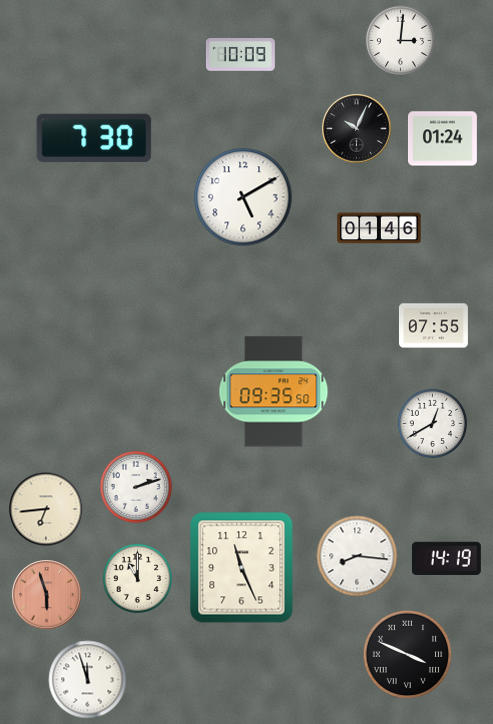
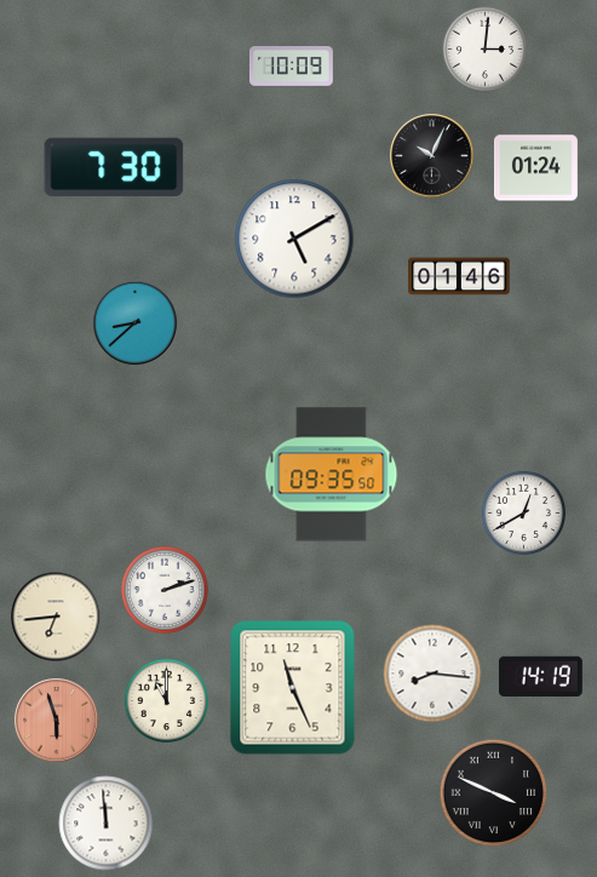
clock at (136, 323): none -> 8:38
clock at (433, 326): 07:55 -> none
clock at (88, 680): 11:57 -> 11:59
